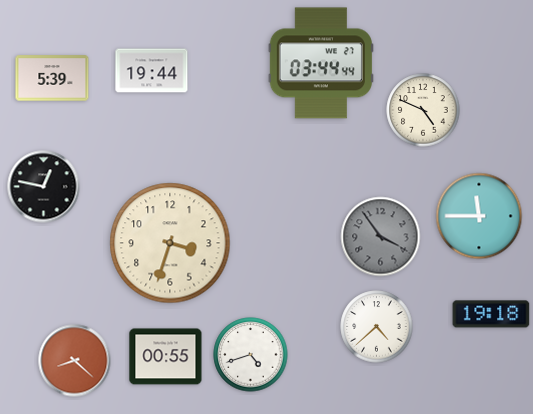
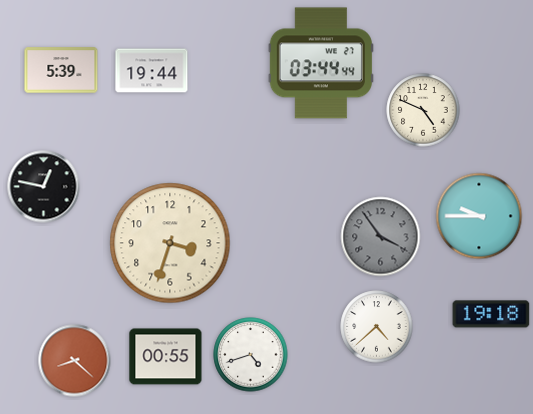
clock at (52, 78) position: (52, 78) -> (61, 70)
clock at (479, 216): 11:45 -> 9:45
